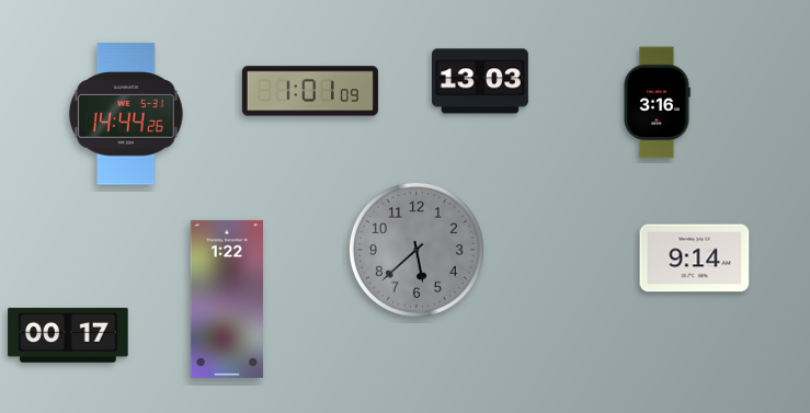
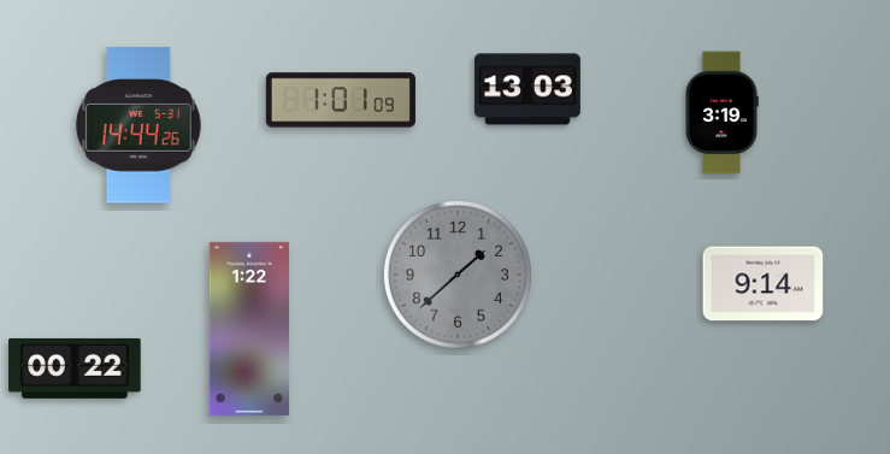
clock at (657, 103): 3:16 -> 3:19
clock at (417, 250): 5:38 -> 1:38
clock at (68, 335): 00:17 -> 00:22
